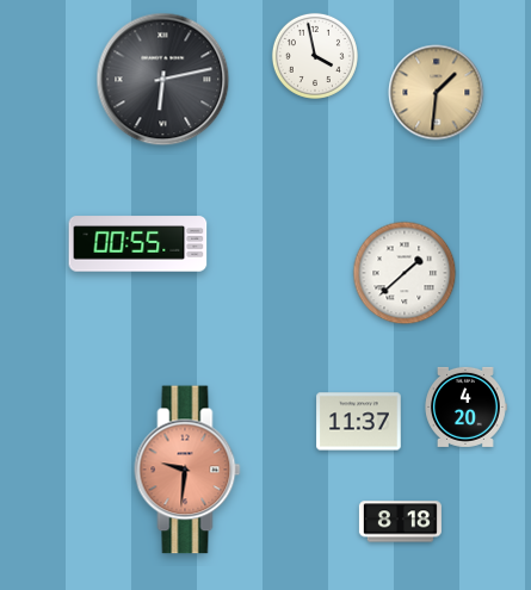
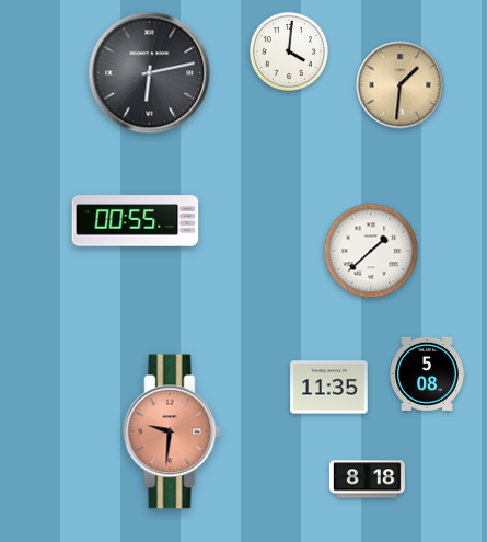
clock at (315, 56): 3:58 -> 4:01
clock at (138, 244) position: (138, 244) -> (136, 221)
clock at (467, 406): 4:20 -> 5:08
clock at (359, 422): 11:37 -> 11:35
